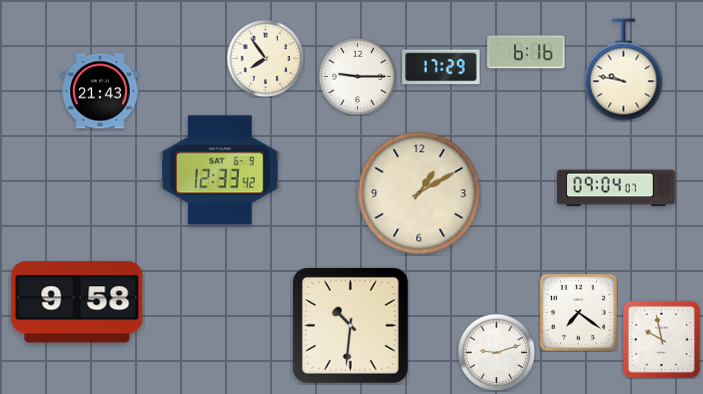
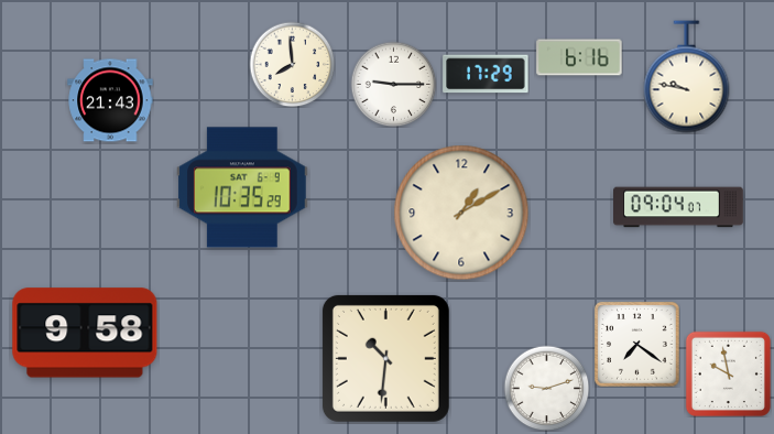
clock at (265, 58): 7:54 -> 7:59
clock at (220, 170): 12:33 -> 10:35
